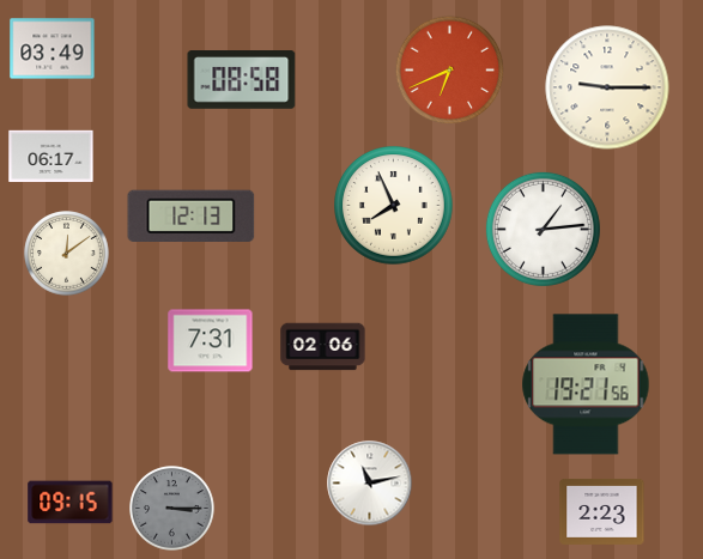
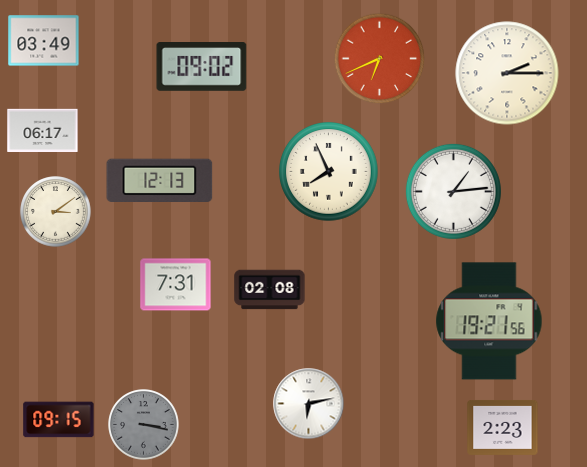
clock at (450, 71) position: (450, 71) -> (380, 59)
clock at (242, 80): 08:58 -> 09:02
clock at (607, 87): 9:15 -> 2:15
clock at (67, 254): 12:09 -> 3:09
clock at (323, 347): 02:06 -> 02:08
clock at (370, 484): 11:13 -> 6:13
clock at (172, 509): 3:15 -> 3:17
